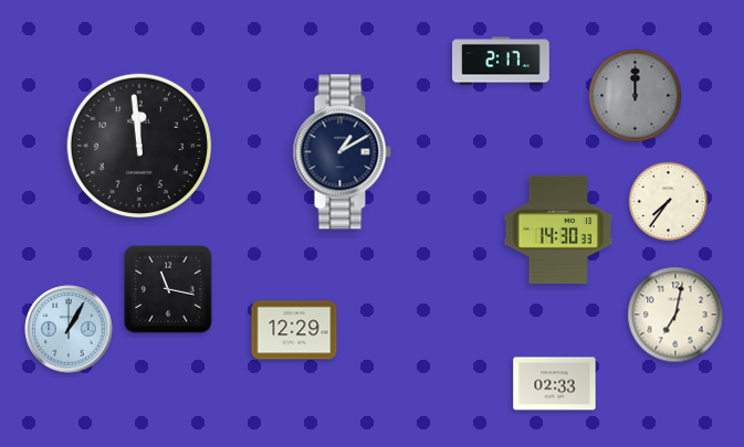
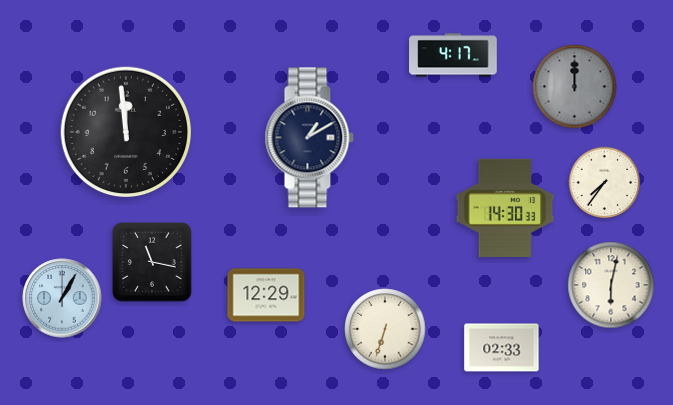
clock at (501, 61): 2:17 -> 4:17
clock at (675, 315): 7:02 -> 6:02
clock at (294, 330) position: (294, 330) -> (266, 295)
clock at (385, 329): none -> 6:33
